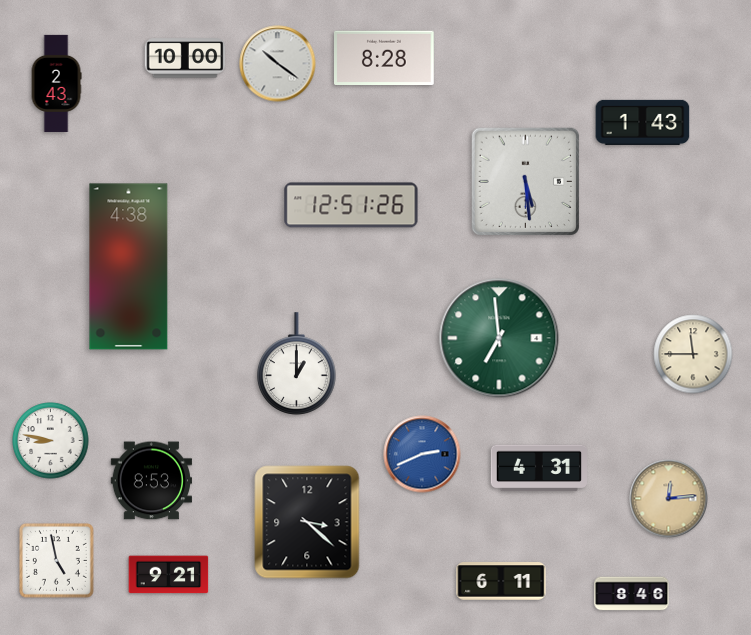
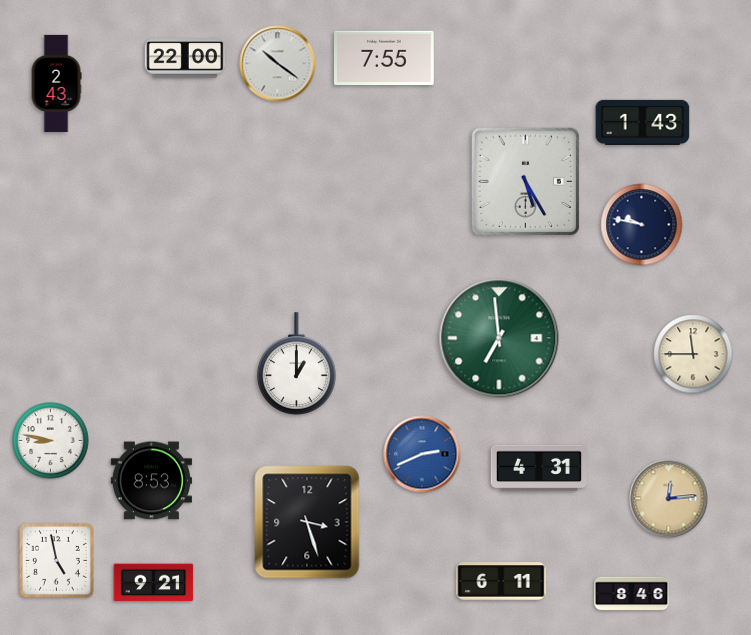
clock at (384, 57): 8:28 -> 7:55
clock at (185, 58): 10:00 -> 22:00
clock at (525, 181): 5:29 -> 5:25
clock at (351, 205): 12:51 -> none
clock at (642, 225): none -> 9:47
clock at (129, 267): 4:38 -> none
clock at (307, 522): 3:22 -> 3:27
clock at (169, 575) position: (169, 575) -> (154, 583)
